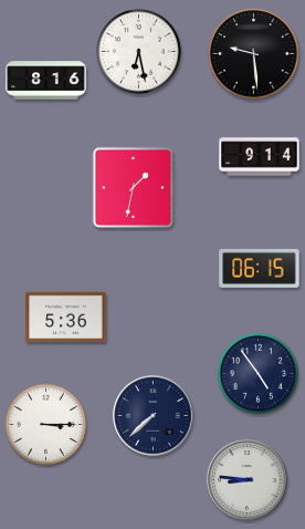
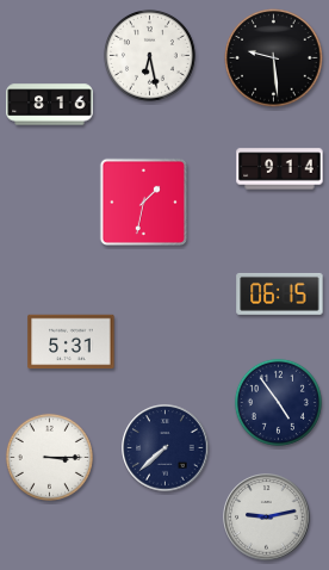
clock at (46, 81) position: (46, 81) -> (50, 105)
clock at (260, 268) position: (260, 268) -> (280, 293)
clock at (66, 318): 5:36 -> 5:31
clock at (248, 480): 8:46 -> 9:13
